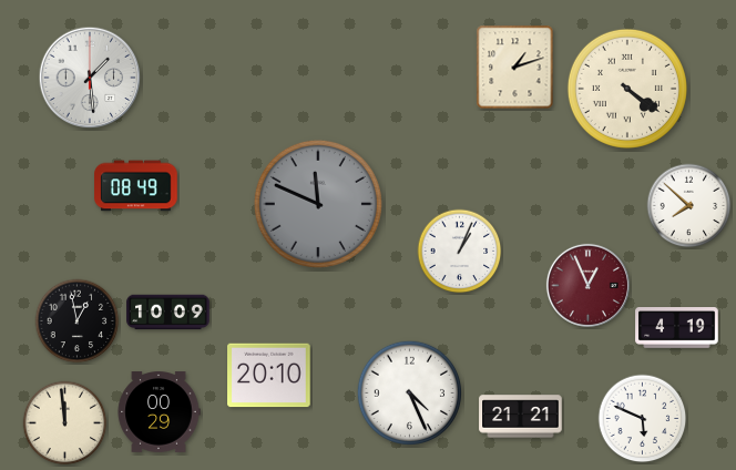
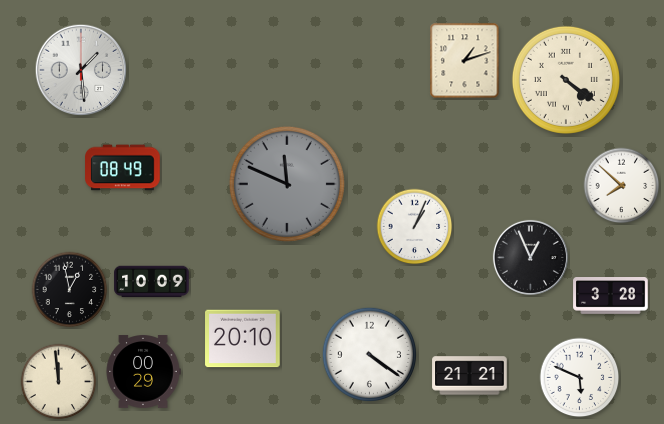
clock at (587, 285) dial: burgundy -> black
clock at (677, 328): 4:19 -> 3:28
clock at (409, 392): 4:26 -> 4:21
